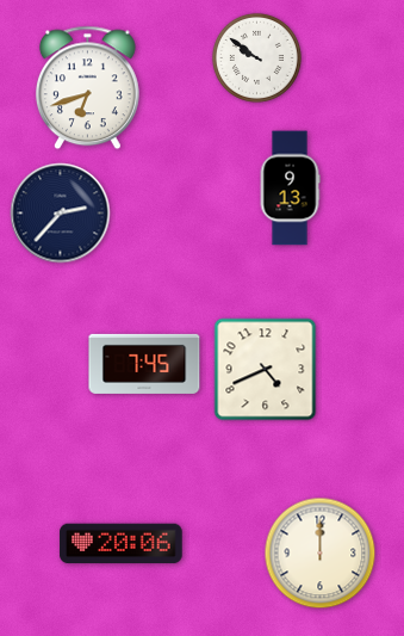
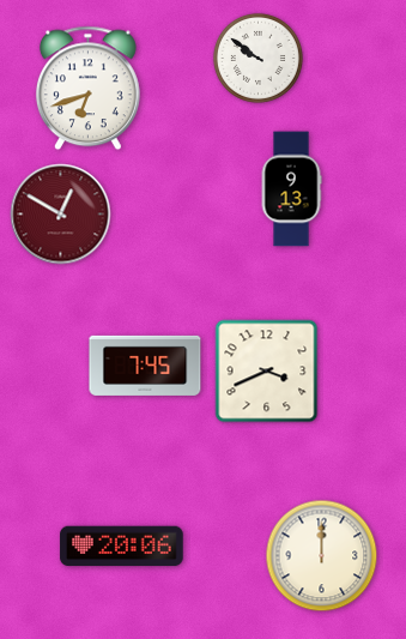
clock at (61, 214): 2:37 -> 12:50
clock at (61, 214) dial: navy -> burgundy
clock at (266, 370): 4:41 -> 3:41
